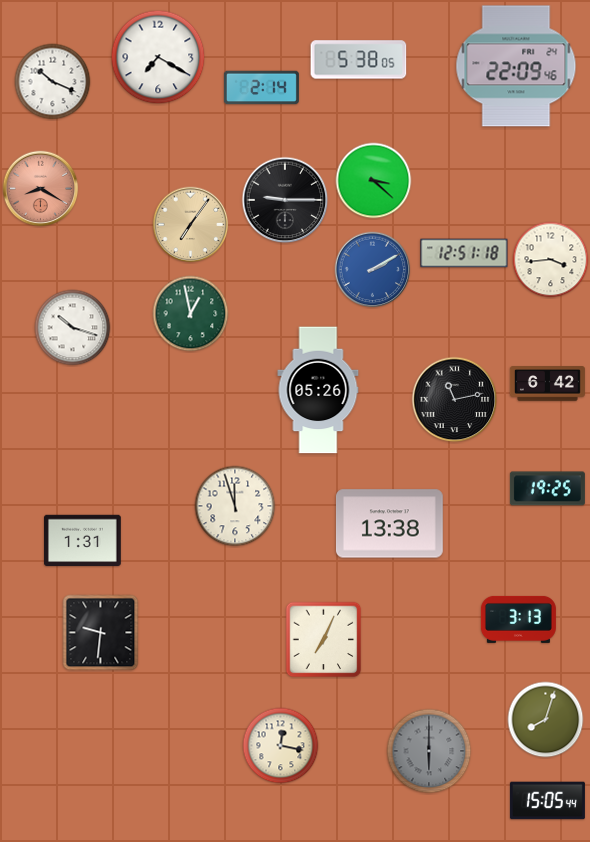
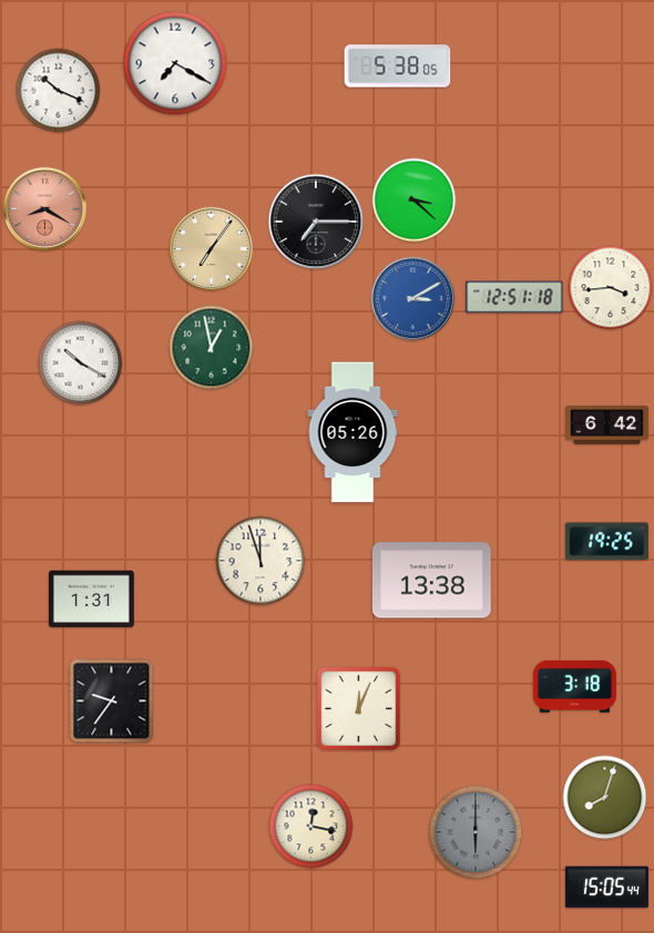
clock at (516, 66): 22:09 -> none
clock at (261, 88): 2:14 -> none
clock at (285, 200): 9:15 -> 7:15
clock at (464, 253) position: (464, 253) -> (514, 297)
clock at (373, 270): 2:10 -> 3:10
clock at (73, 328): 10:18 -> 10:20
clock at (455, 400): 11:13 -> none
clock at (518, 619): 3:13 -> 3:18
clock at (101, 633): 9:31 -> 9:36
clock at (324, 640): 7:04 -> 12:04
